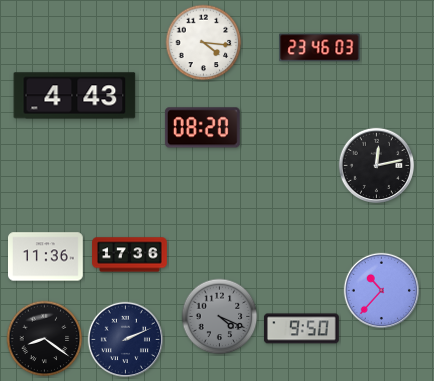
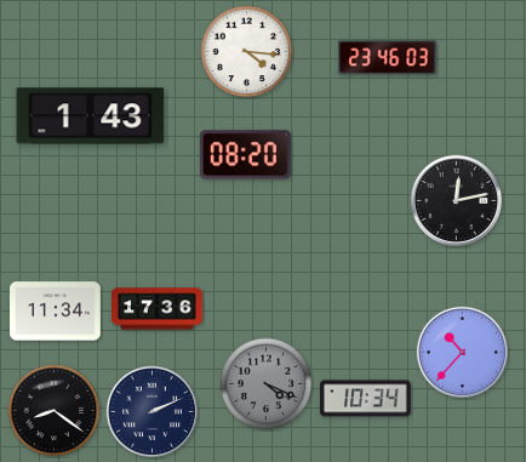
clock at (75, 96): 4:43 -> 1:43
clock at (46, 257): 11:36 -> 11:34
clock at (301, 329): 9:50 -> 10:34
